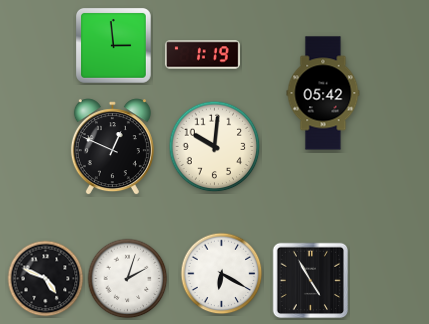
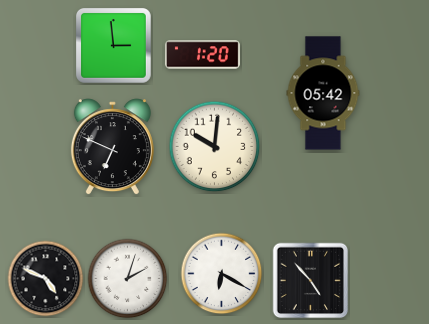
clock at (203, 55): 1:19 -> 1:20
clock at (112, 147): 12:49 -> 6:49
clock at (311, 281): 4:55 -> 4:53
